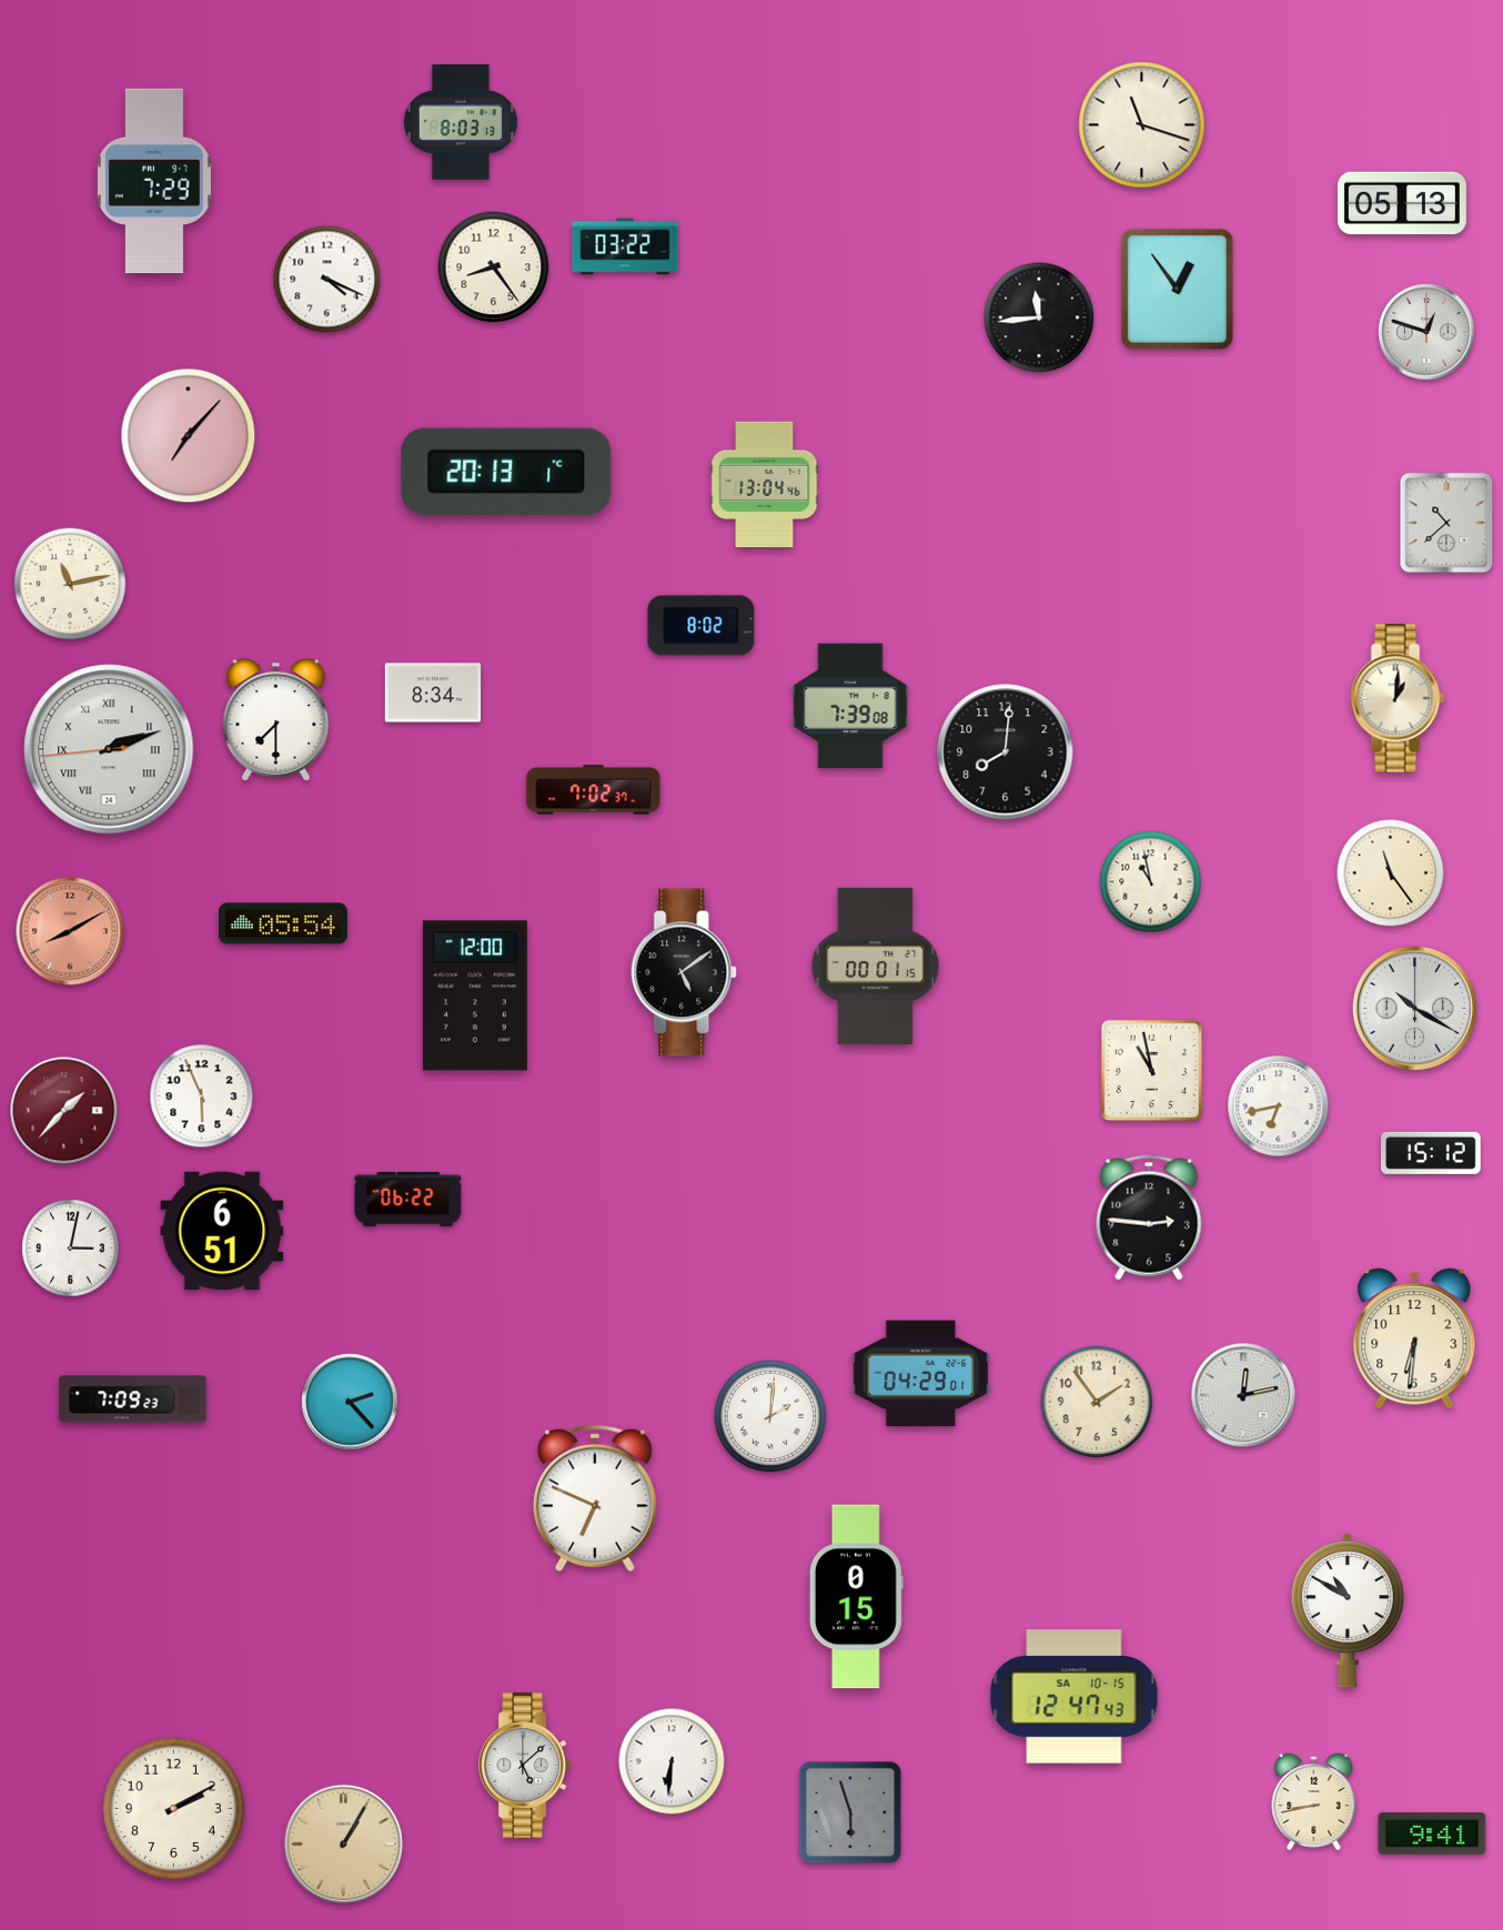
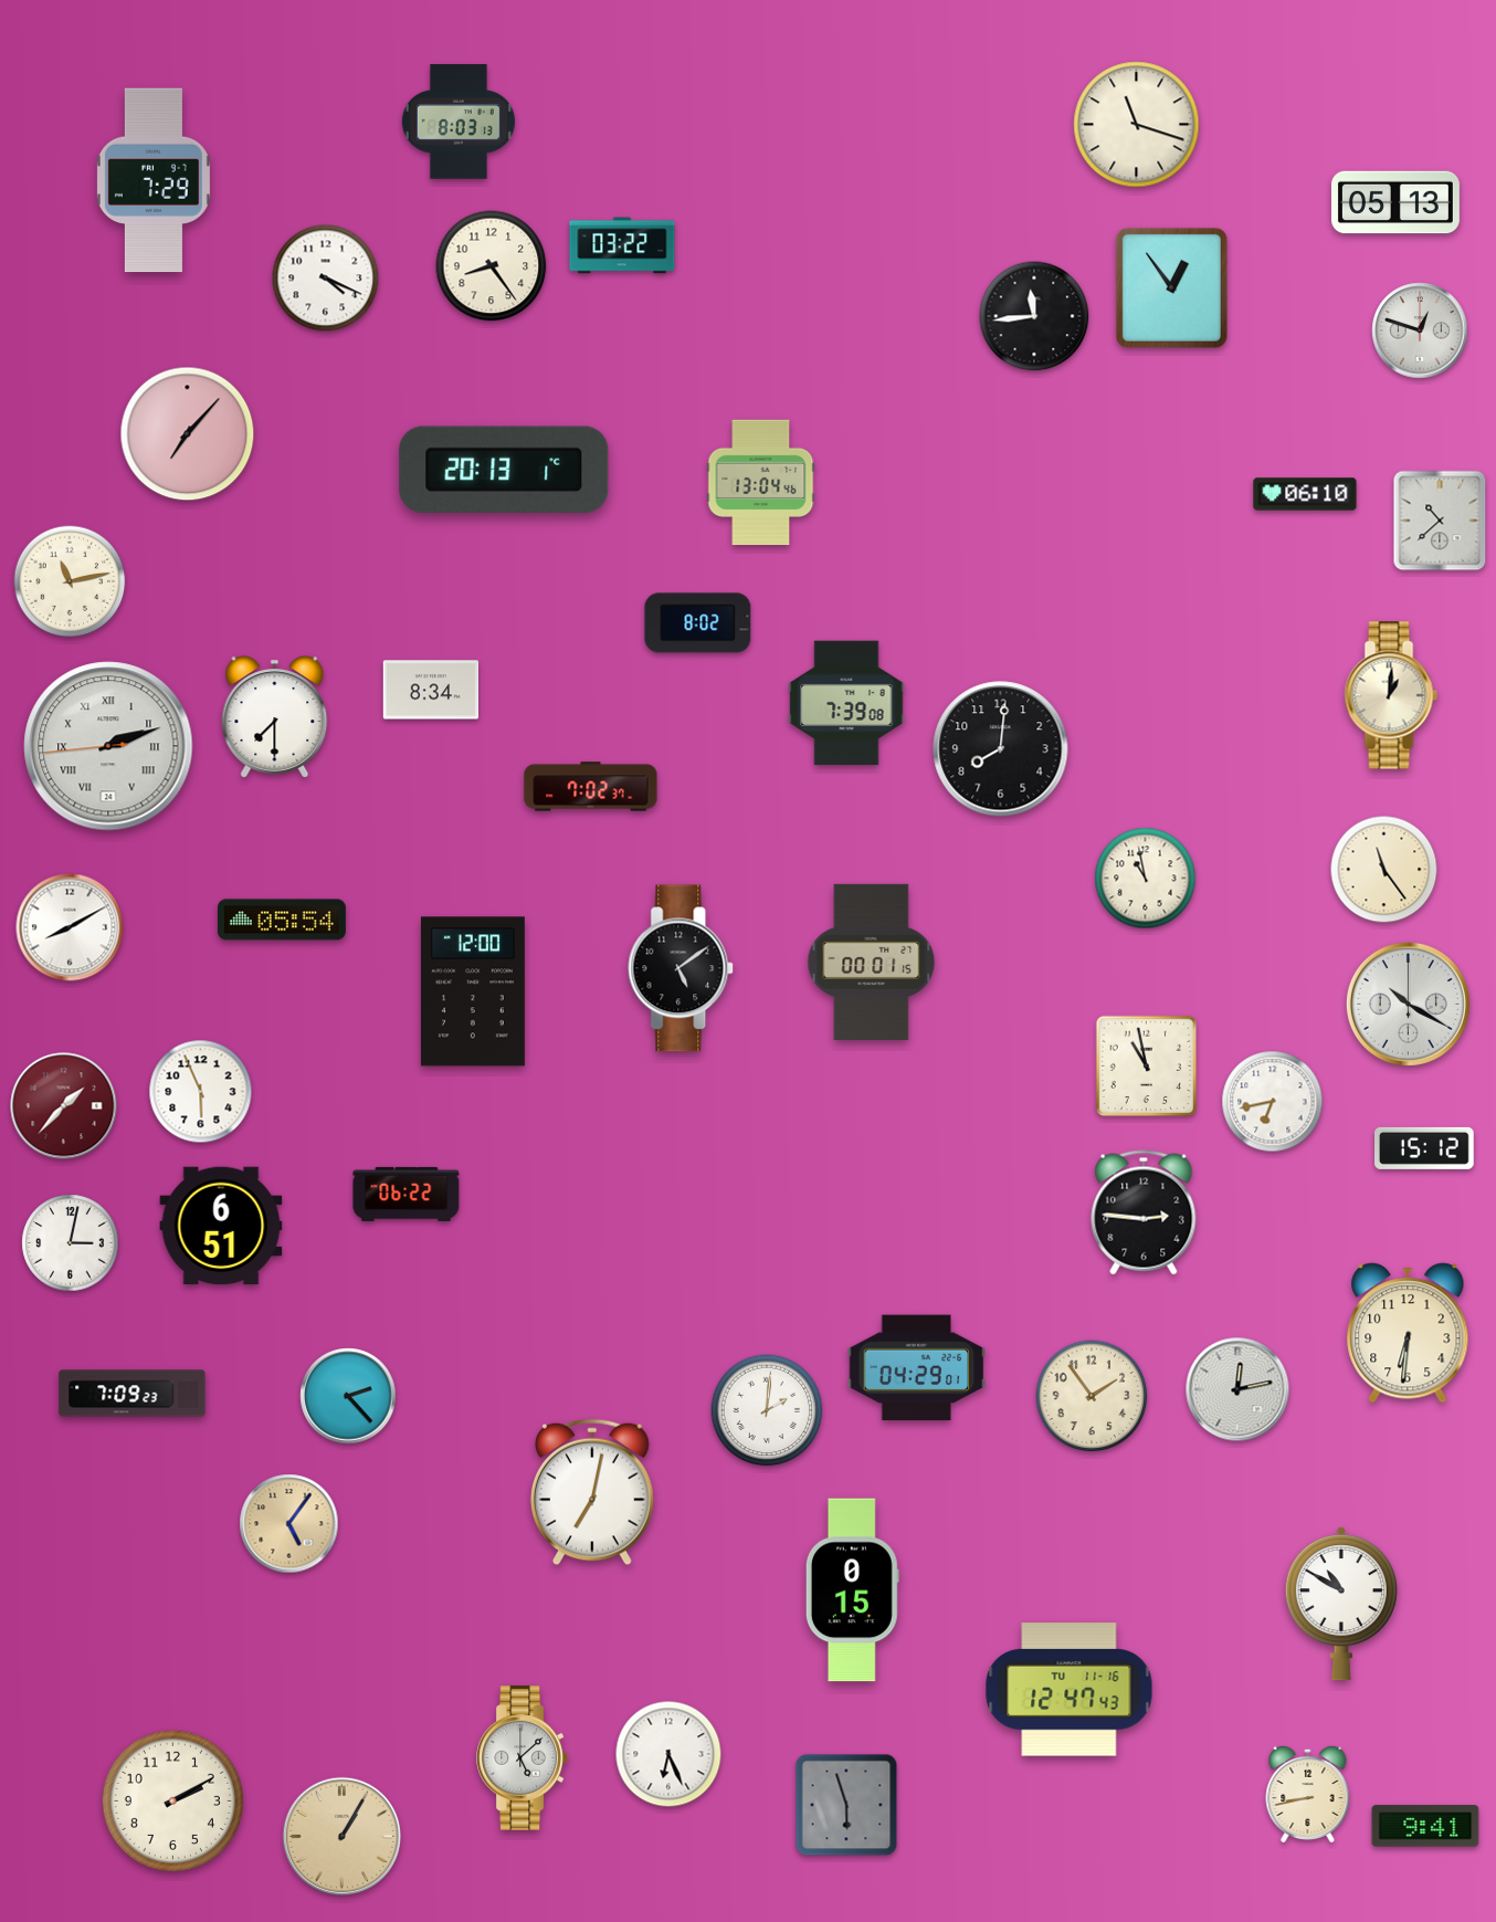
clock at (1305, 494): none -> 06:10
clock at (70, 931) dial: salmon -> white
clock at (595, 1498): 6:49 -> 7:02
clock at (289, 1524): none -> 5:06
clock at (1075, 1697) date: SA 10-15 -> TU 11-16
clock at (672, 1761): 6:31 -> 6:26
